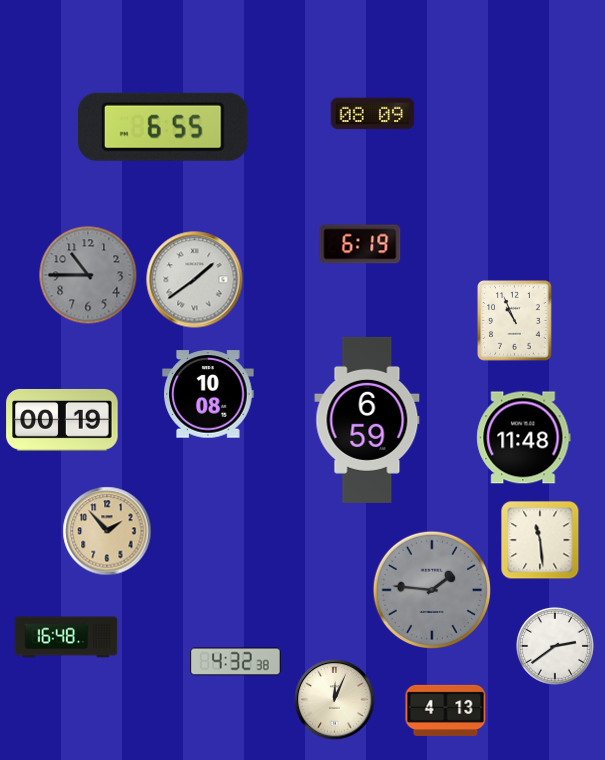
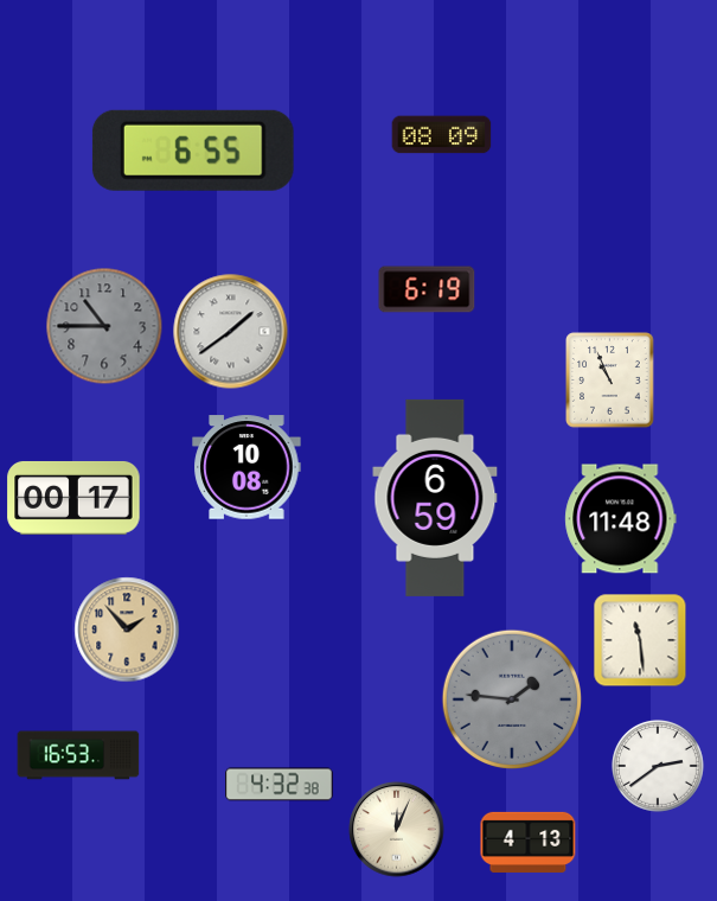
clock at (62, 420): 00:19 -> 00:17
clock at (66, 637): 16:48 -> 16:53
